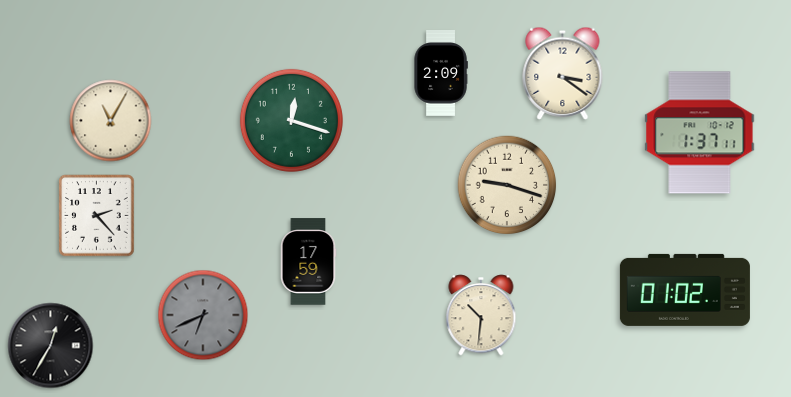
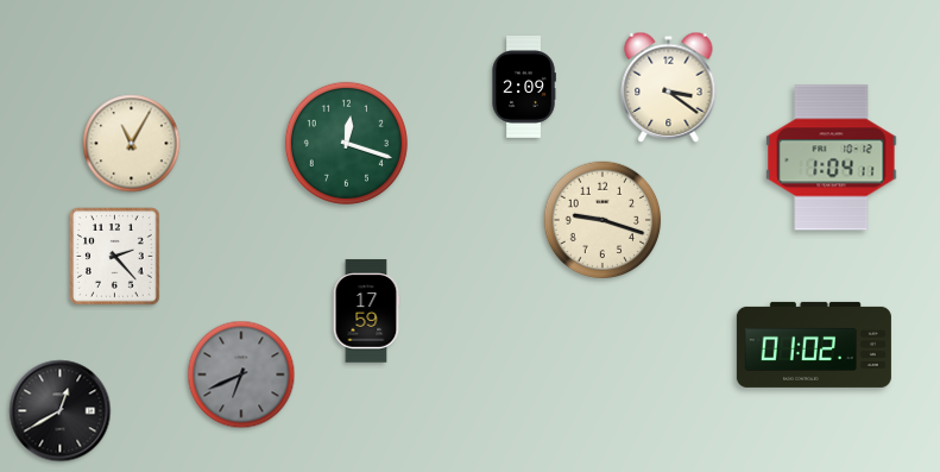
clock at (700, 133): 1:37 -> 1:04
clock at (481, 315): 10:31 -> none
clock at (51, 346): 12:35 -> 12:40
